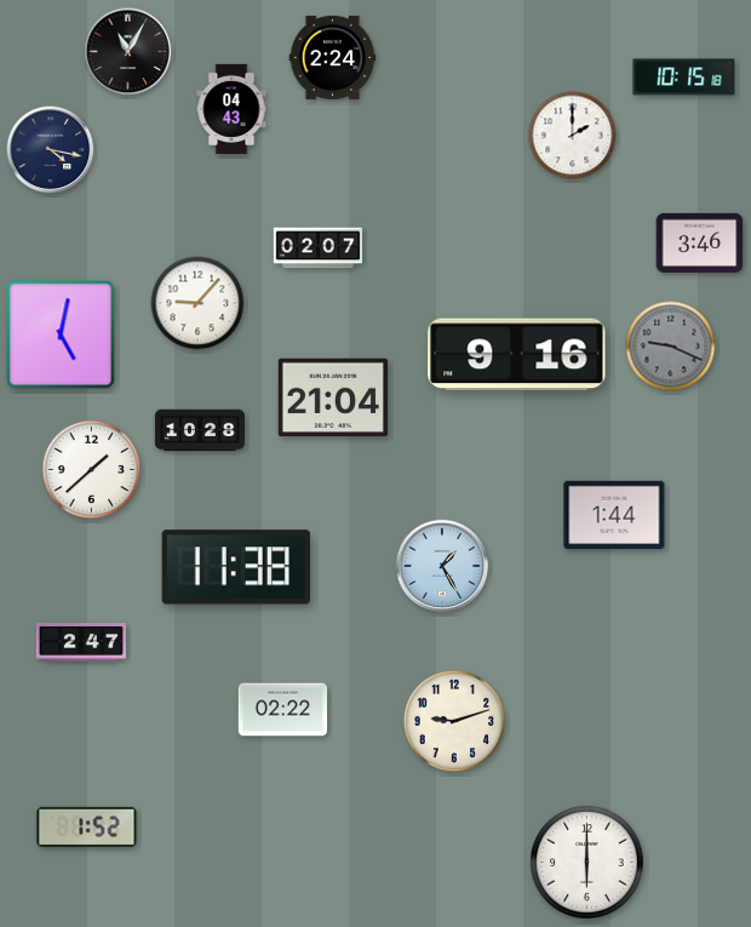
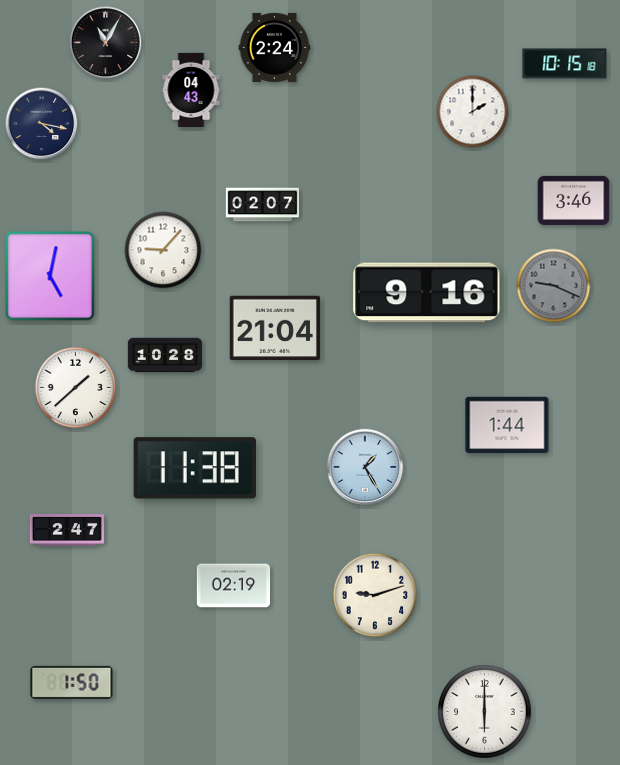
clock at (700, 242) position: (700, 242) -> (574, 200)
clock at (283, 710): 02:22 -> 02:19
clock at (87, 826): 1:52 -> 1:50
